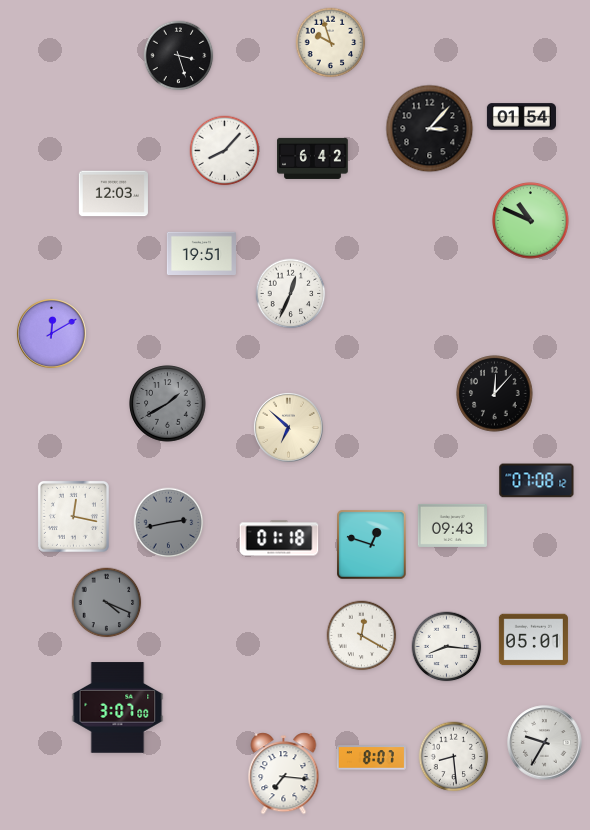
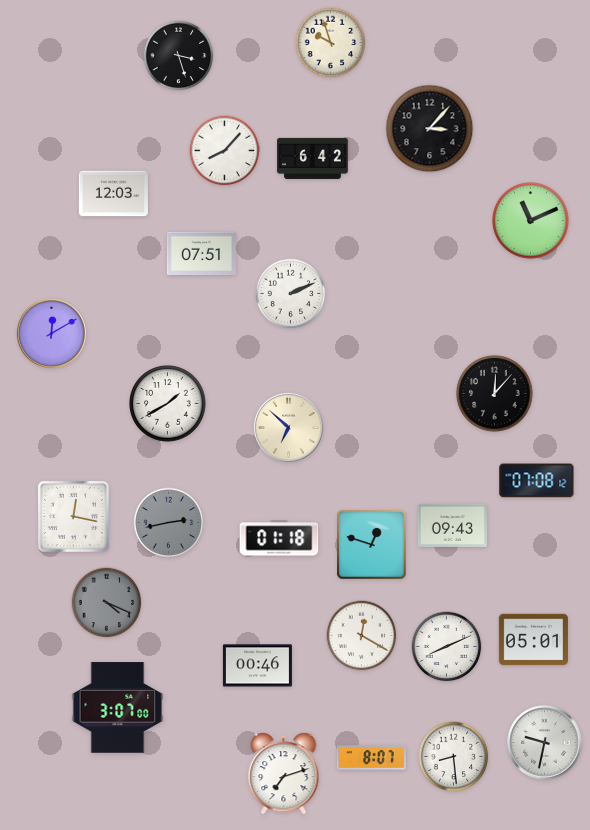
clock at (521, 117): 01:54 -> none
clock at (531, 221): 10:49 -> 11:11
clock at (201, 253): 19:51 -> 07:51
clock at (291, 294): 12:34 -> 2:11
clock at (168, 404) dial: grey -> white
clock at (447, 647): 8:16 -> 8:11
clock at (257, 666): none -> 00:46
clock at (545, 743): 9:35 -> 9:32
clock at (284, 774): 7:16 -> 7:12
